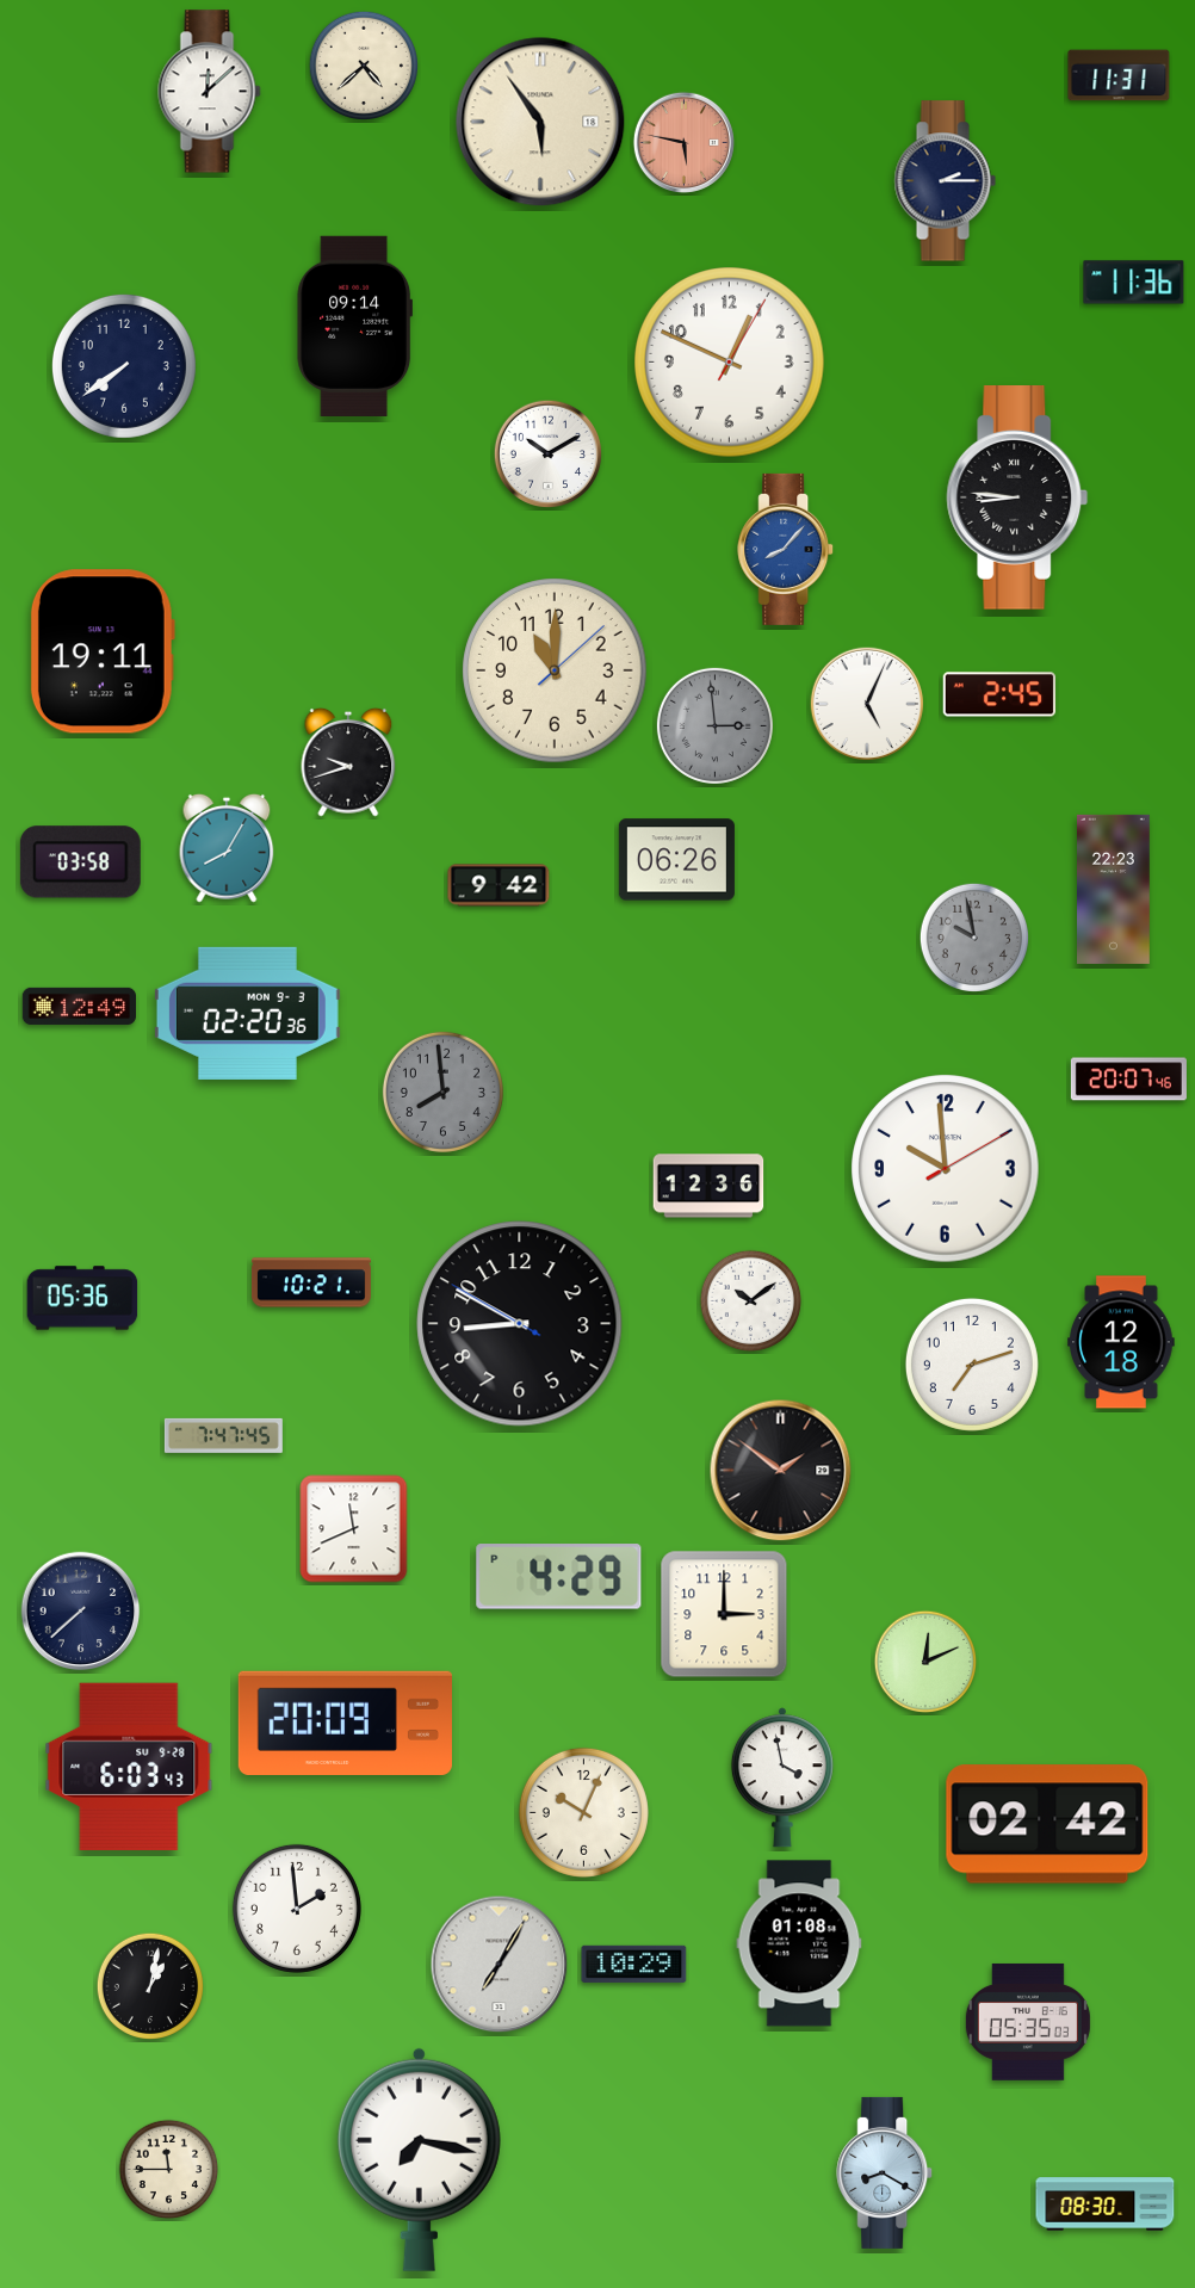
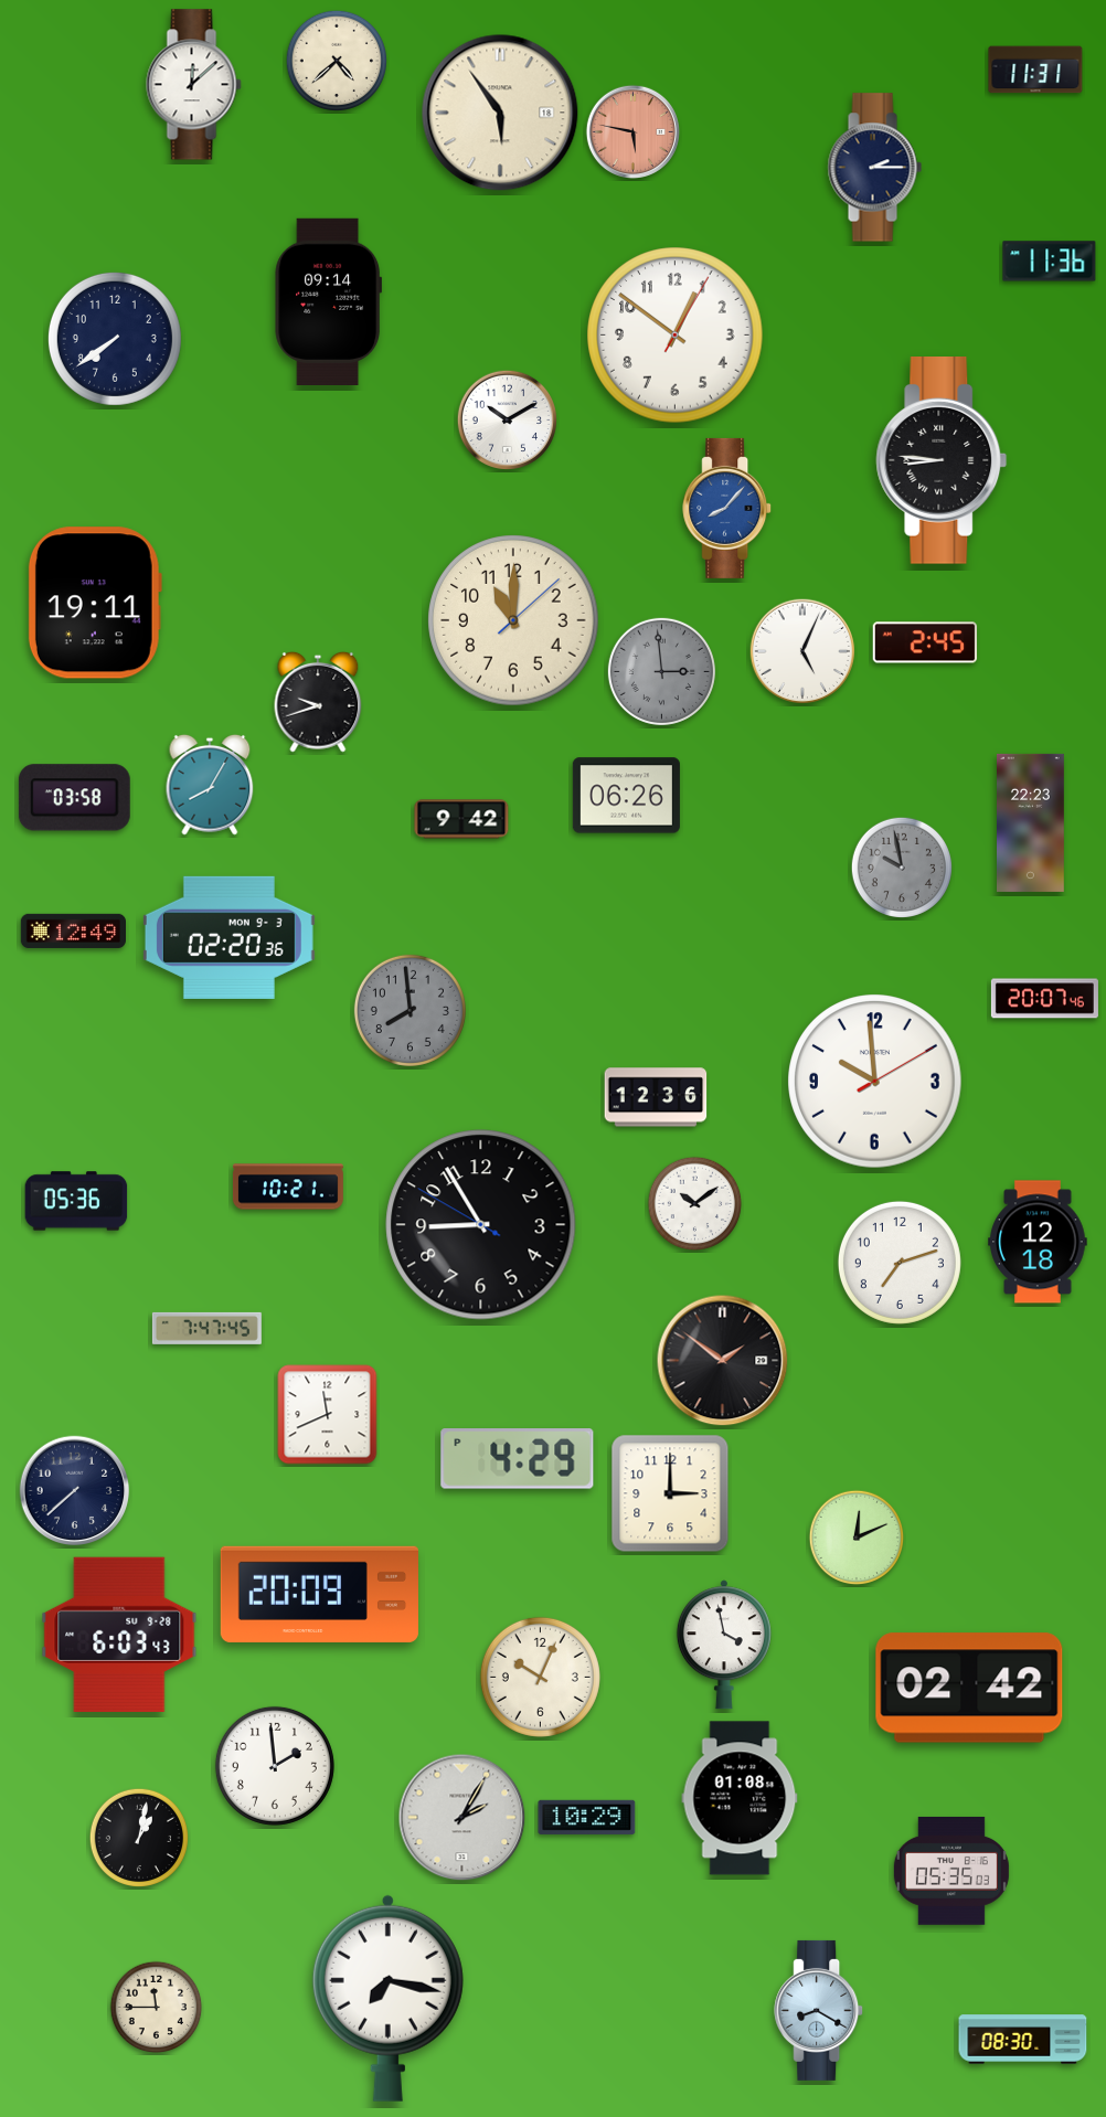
clock at (730, 363): 12:49 -> 12:51
clock at (348, 762) position: (348, 762) -> (318, 702)
clock at (520, 1324): 8:49 -> 8:54
clock at (500, 1965): 7:05 -> 2:05
